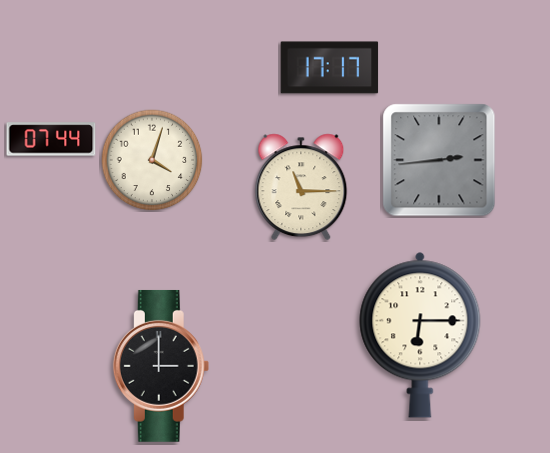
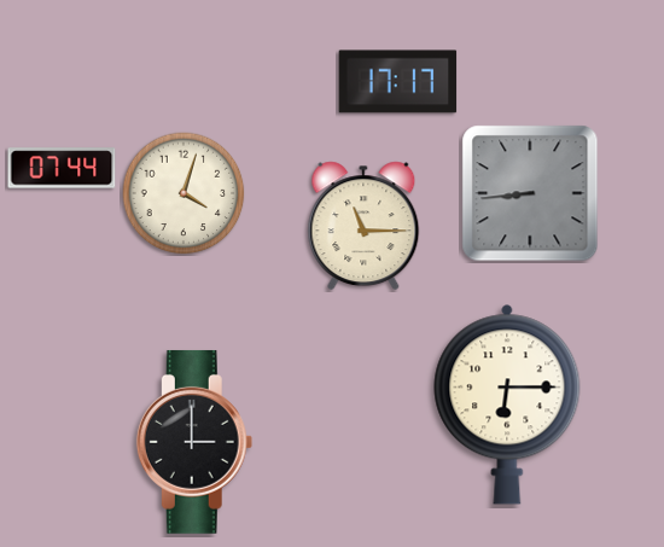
clock at (439, 160): 2:44 -> 8:44
